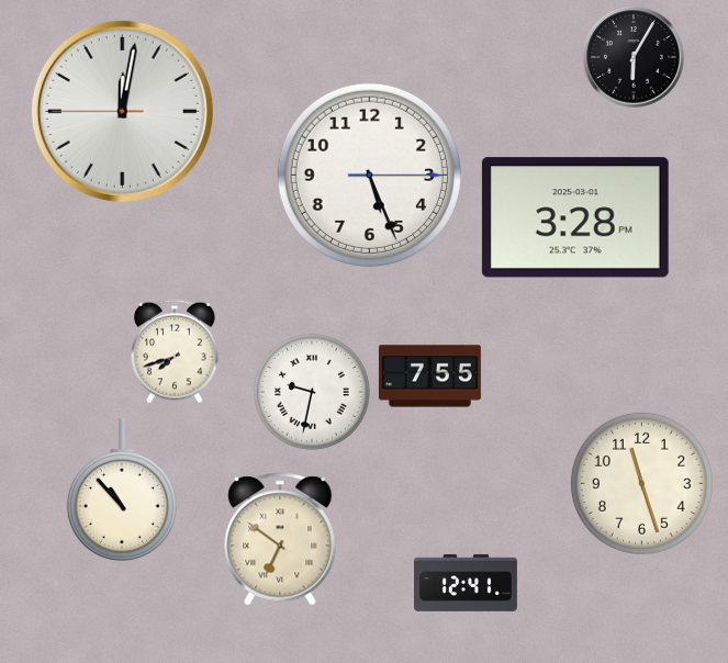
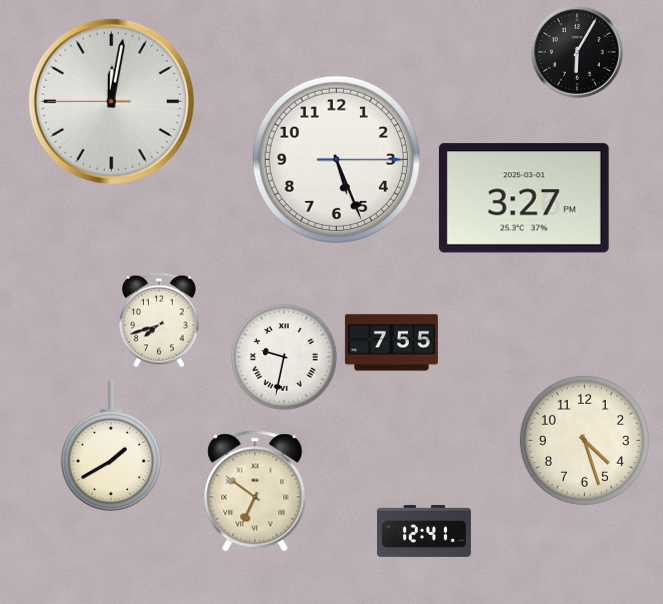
clock at (575, 217): 3:28 -> 3:27
clock at (641, 483): 11:27 -> 4:27
clock at (122, 490): 10:53 -> 1:40
